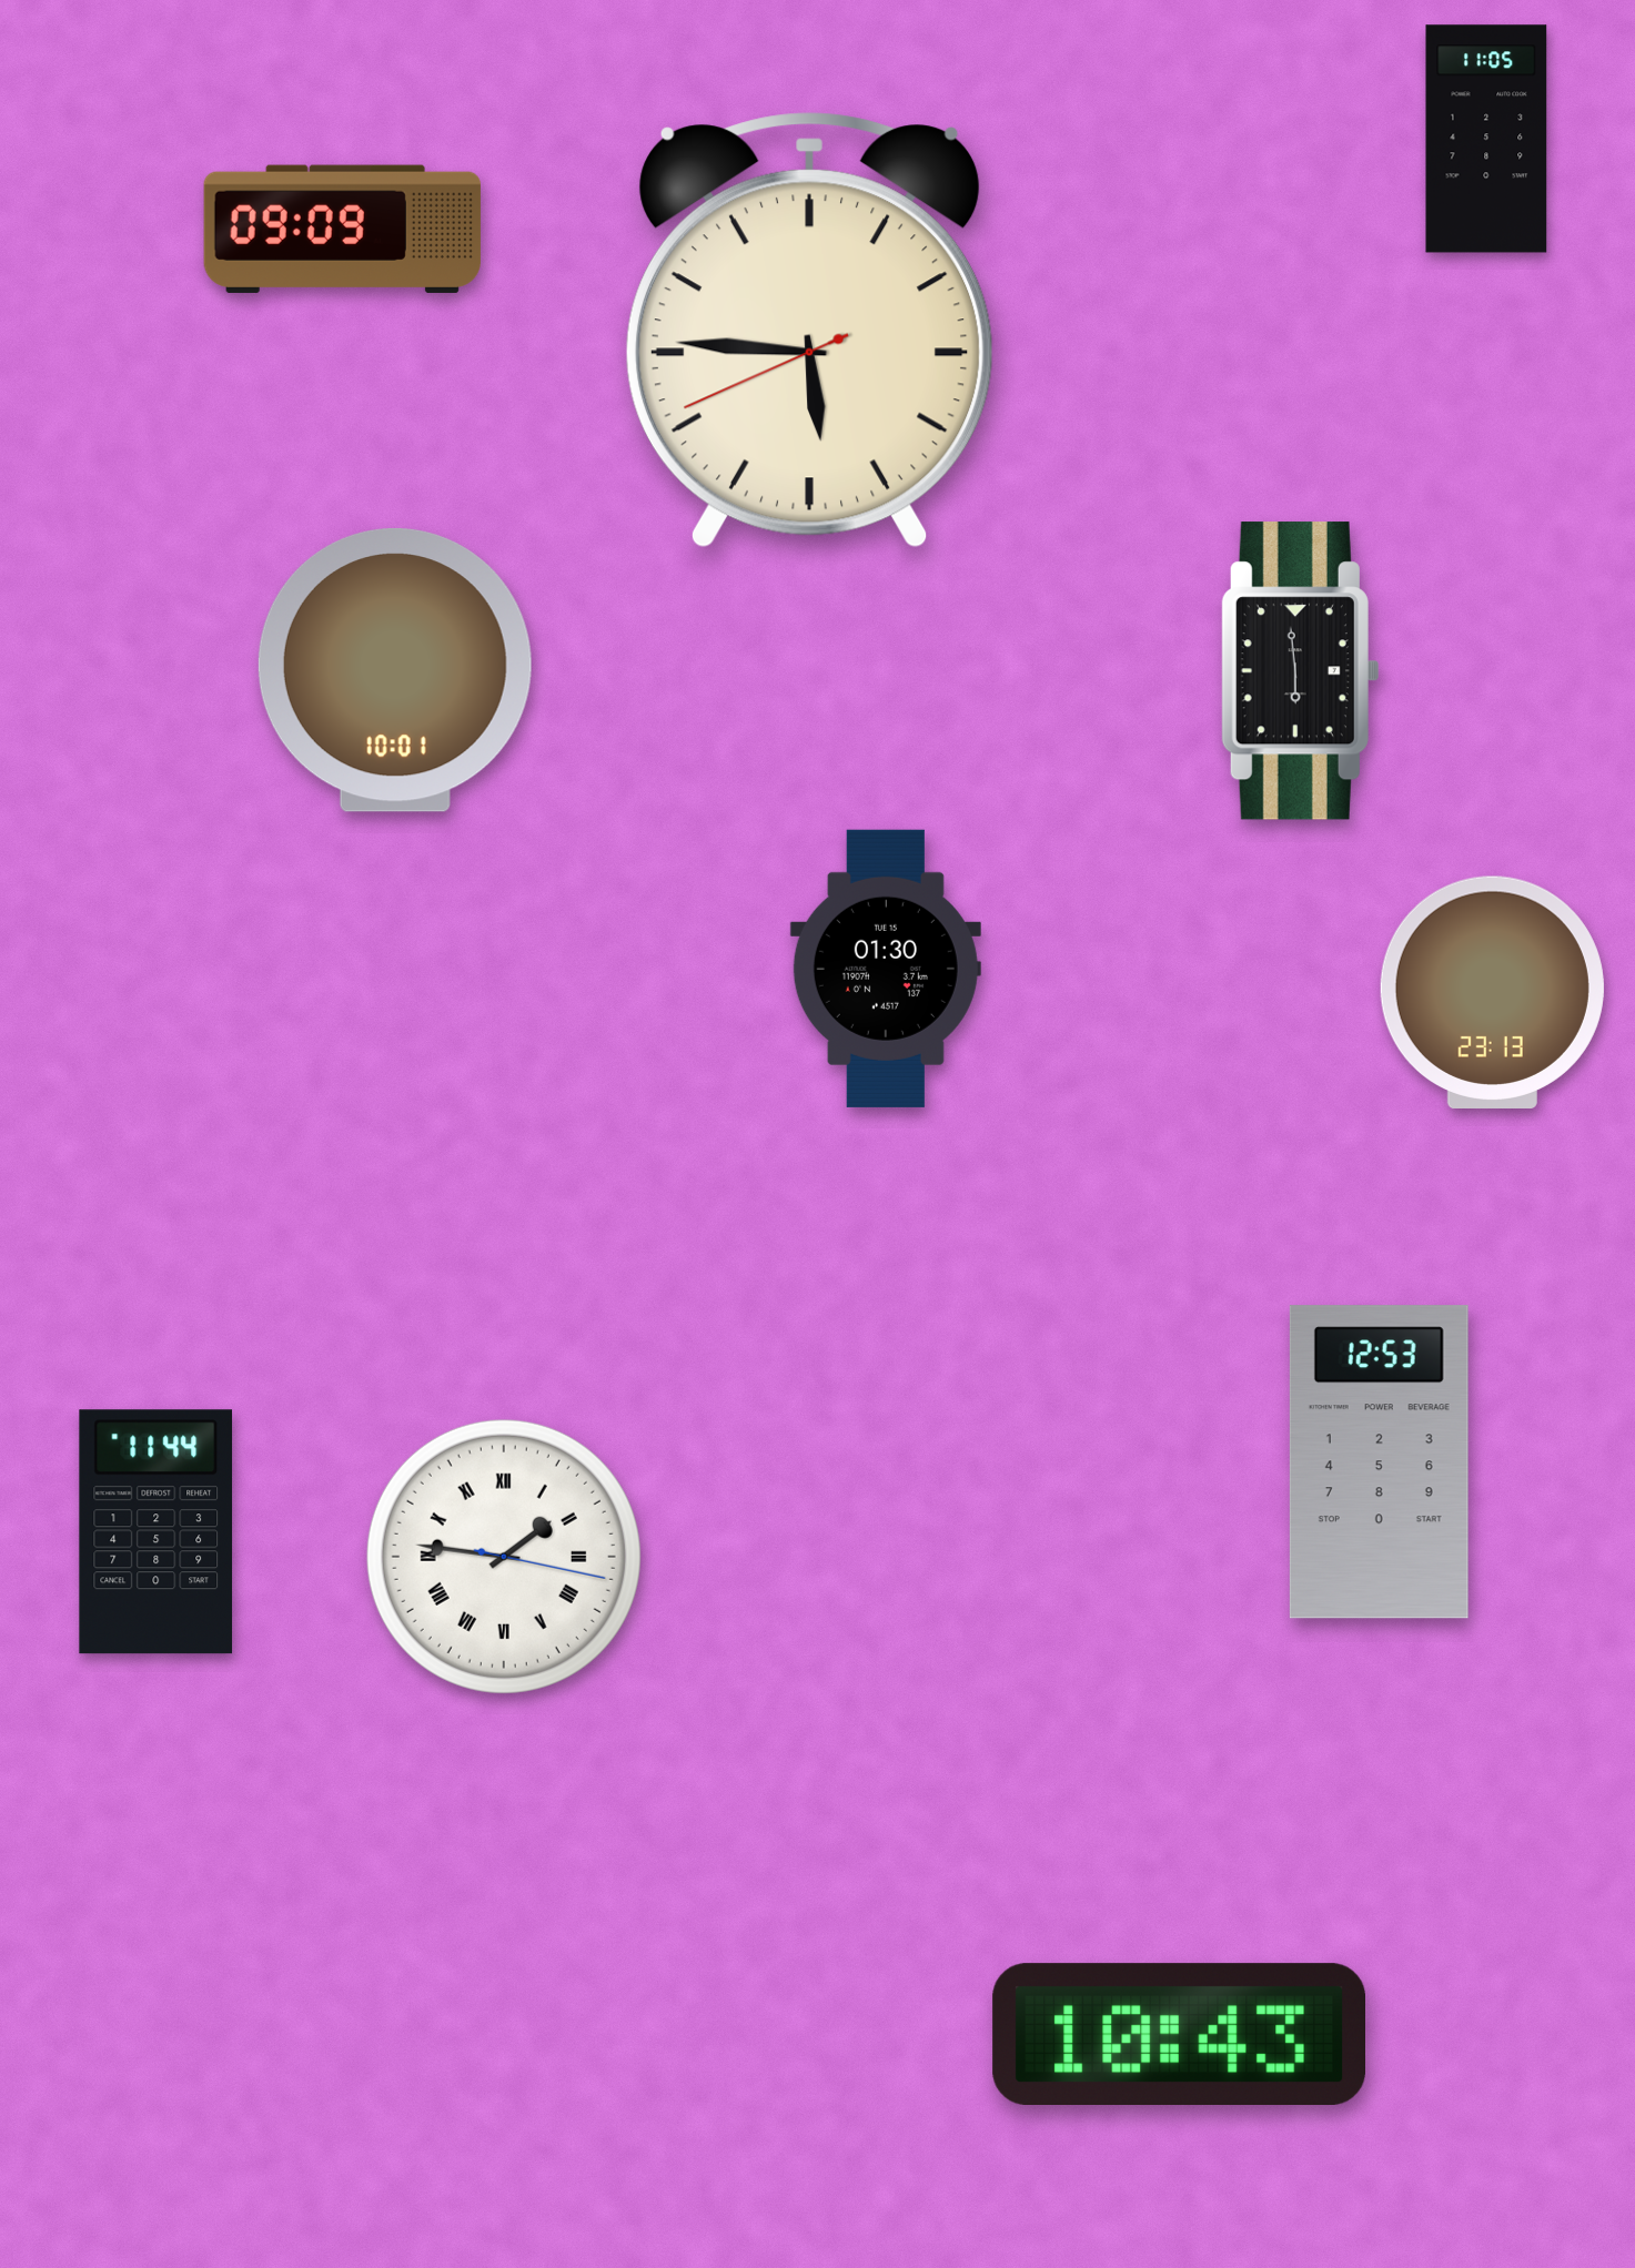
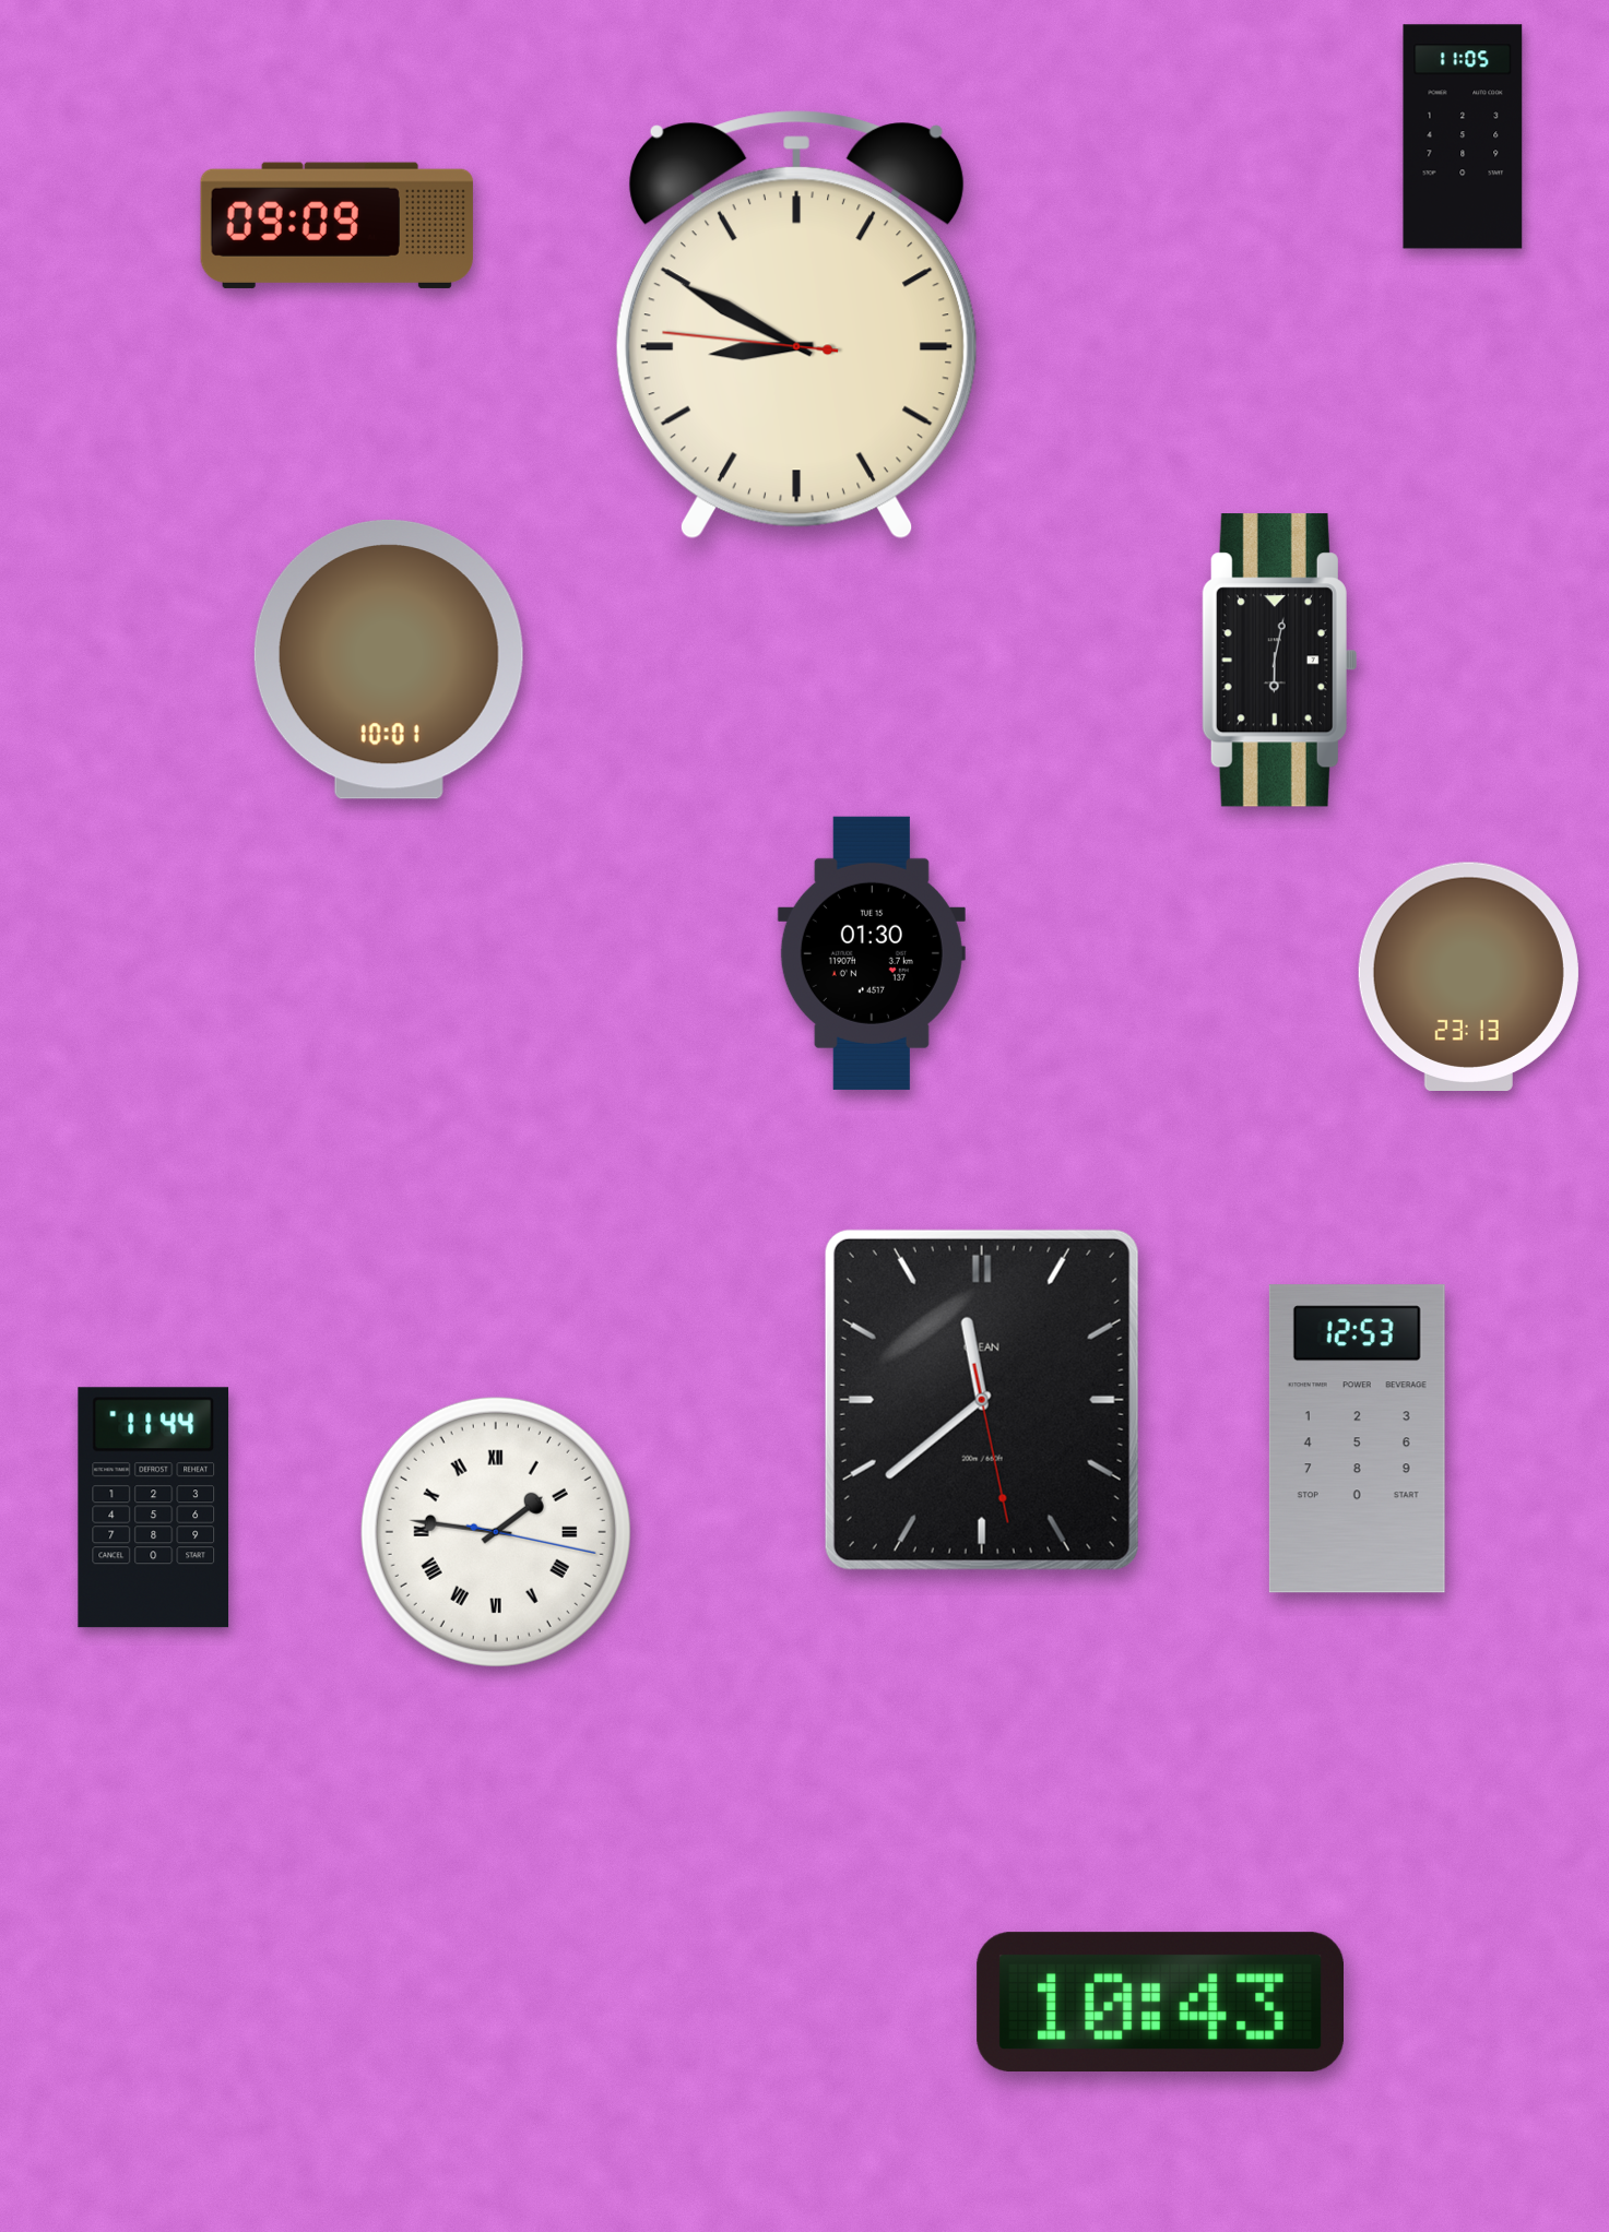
clock at (809, 331): 5:45 -> 8:49
clock at (1300, 671): 5:59 -> 6:02
clock at (982, 1400): none -> 11:38
